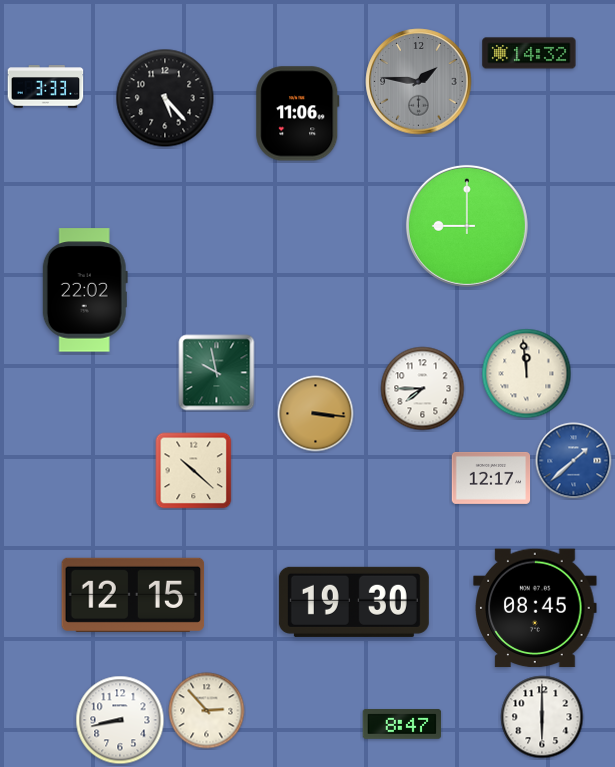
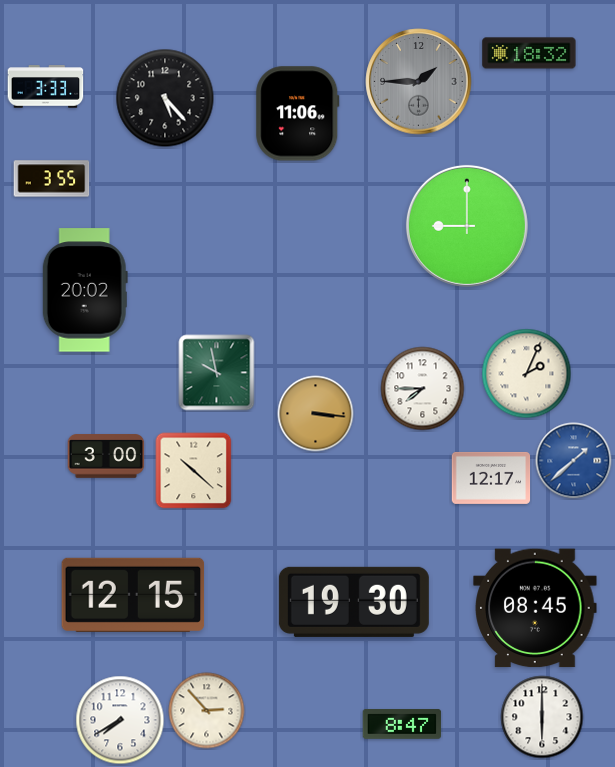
clock at (529, 53): 14:32 -> 18:32
clock at (419, 82): 1:46 -> 1:45
clock at (52, 179): none -> 3:55
clock at (85, 290): 22:02 -> 20:02
clock at (527, 374): 11:59 -> 2:04
clock at (106, 456): none -> 3:00
clock at (120, 720): 8:43 -> 7:40
